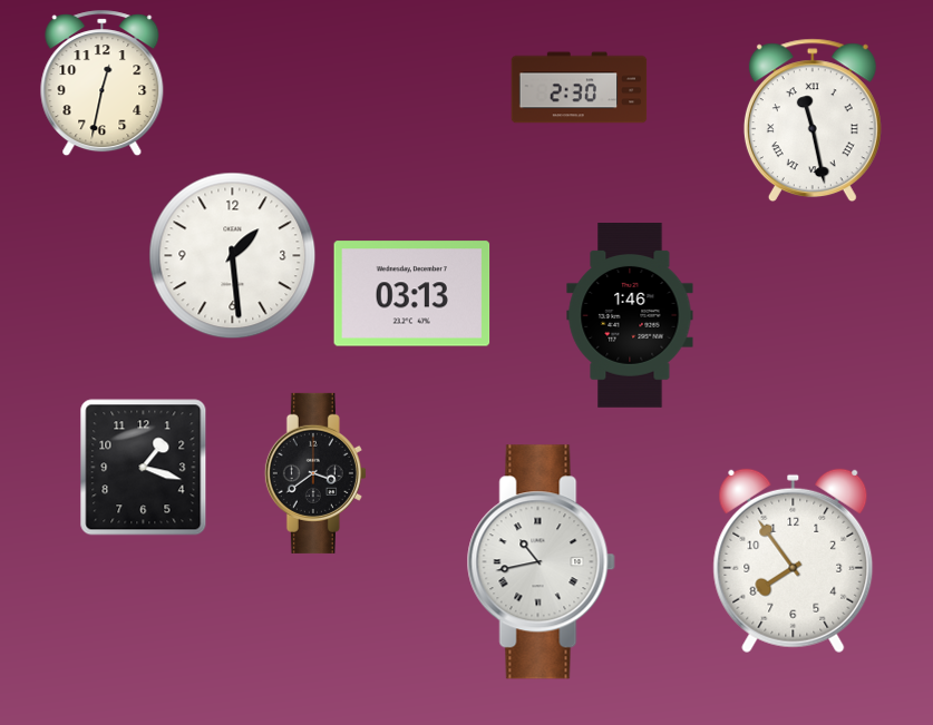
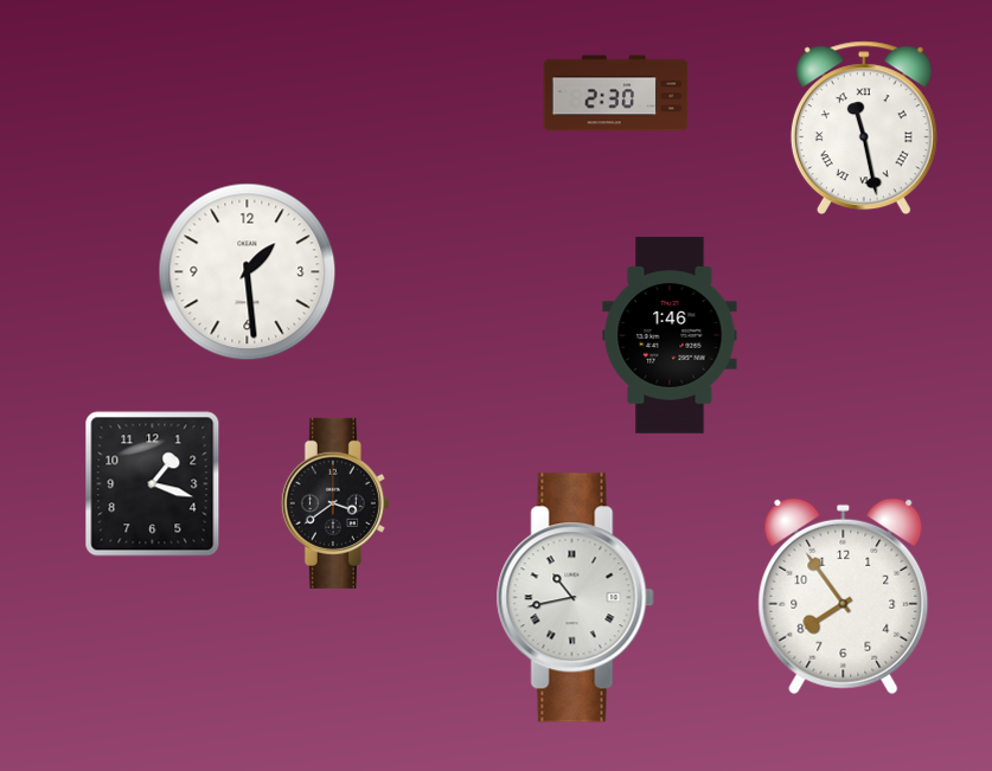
clock at (103, 84): 12:32 -> none
clock at (412, 294): 03:13 -> none
clock at (144, 468) position: (144, 468) -> (153, 484)
